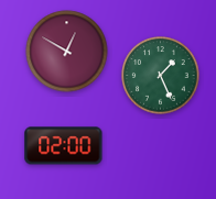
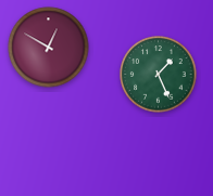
clock at (67, 52) position: (67, 52) -> (49, 48)
clock at (64, 146): 02:00 -> none
